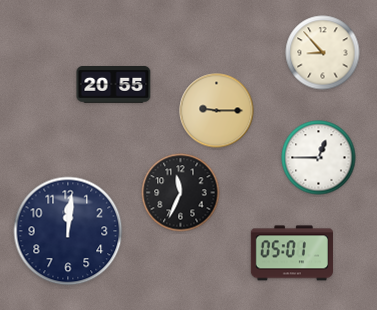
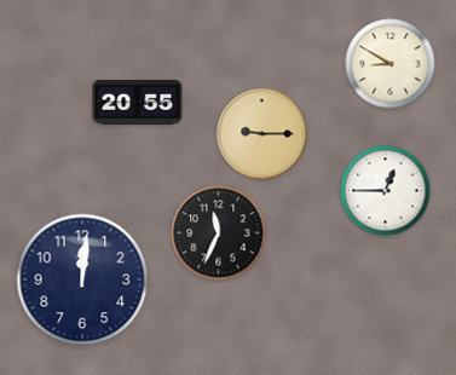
clock at (323, 53): 8:53 -> 8:50
clock at (292, 253): 05:01 -> none
